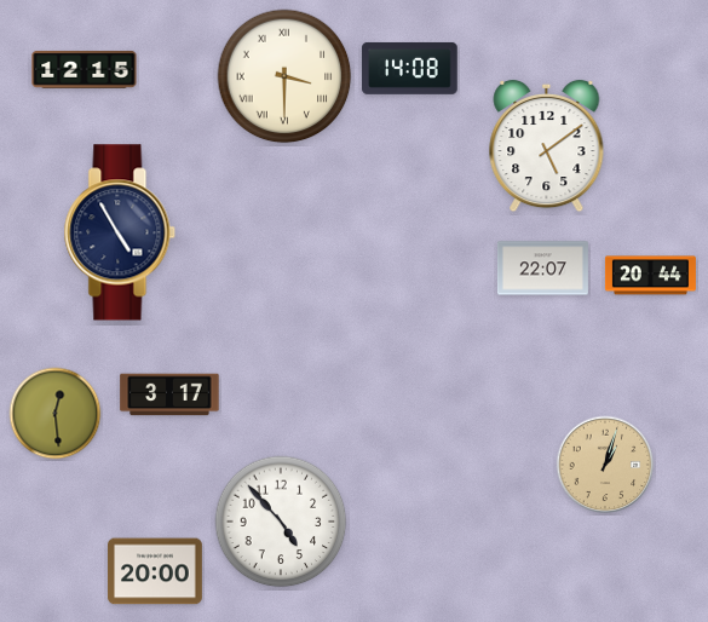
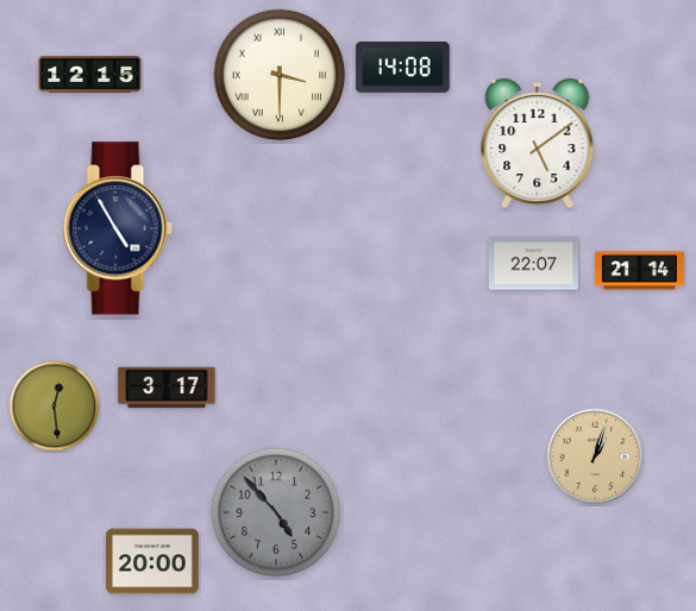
clock at (85, 70) position: (85, 70) -> (90, 75)
clock at (650, 276): 20:44 -> 21:14
clock at (281, 522) dial: white -> grey
